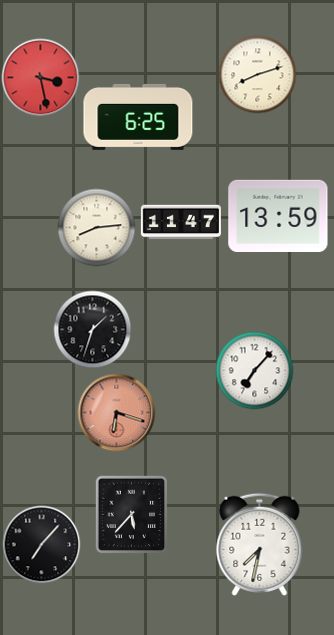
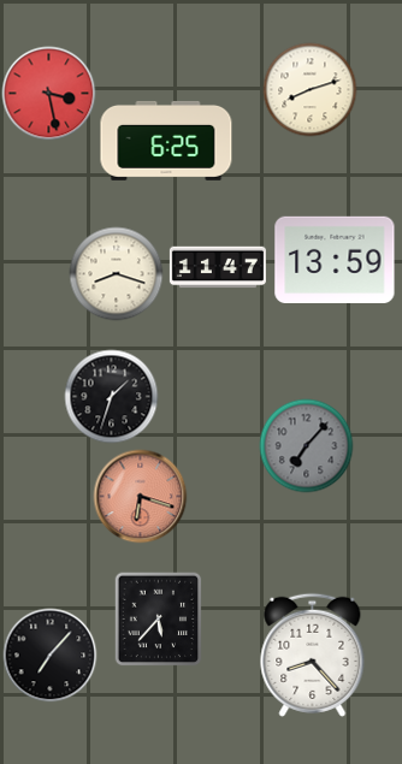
clock at (96, 227): 8:14 -> 8:18
clock at (254, 370) dial: white -> grey
clock at (260, 544): 7:32 -> 8:23
